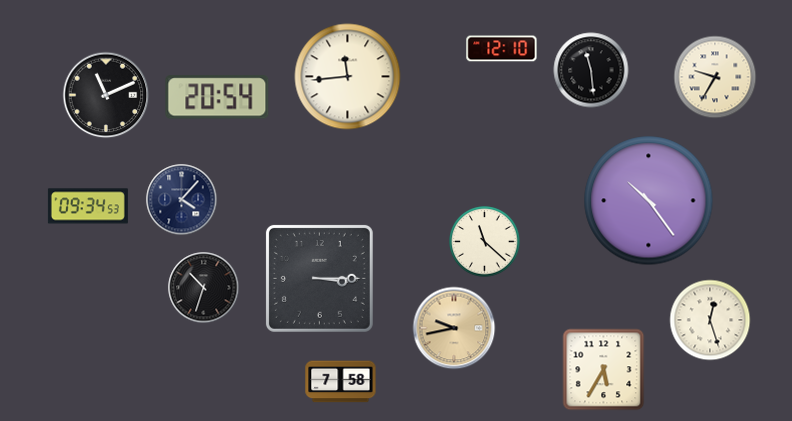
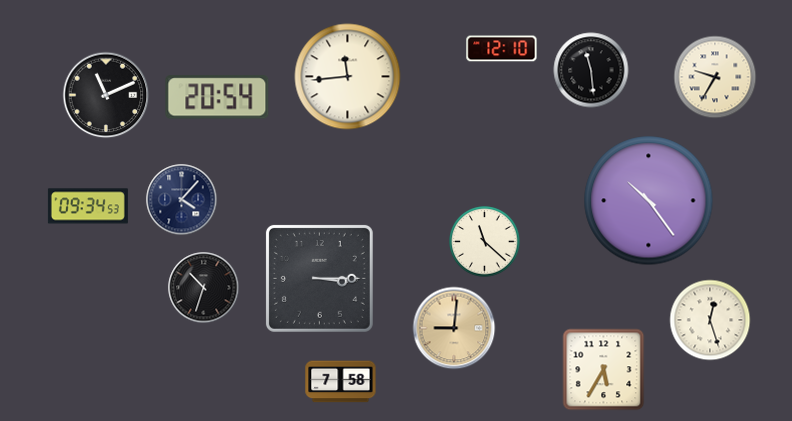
clock at (454, 328): 9:43 -> 9:01
